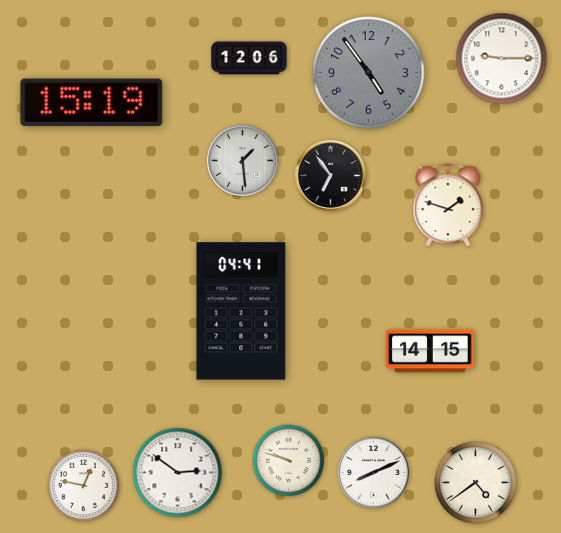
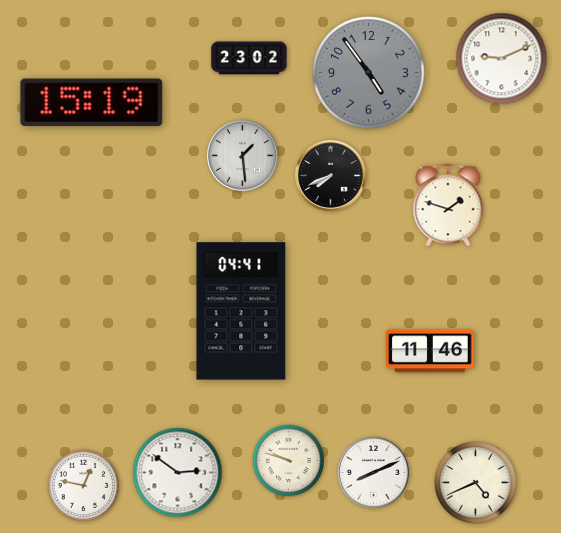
clock at (249, 58): 12:06 -> 23:02
clock at (502, 59): 9:15 -> 9:11
clock at (242, 160) position: (242, 160) -> (242, 155)
clock at (330, 175): 6:54 -> 7:41
clock at (430, 351): 14:15 -> 11:46
clock at (476, 483): 4:39 -> 4:41
